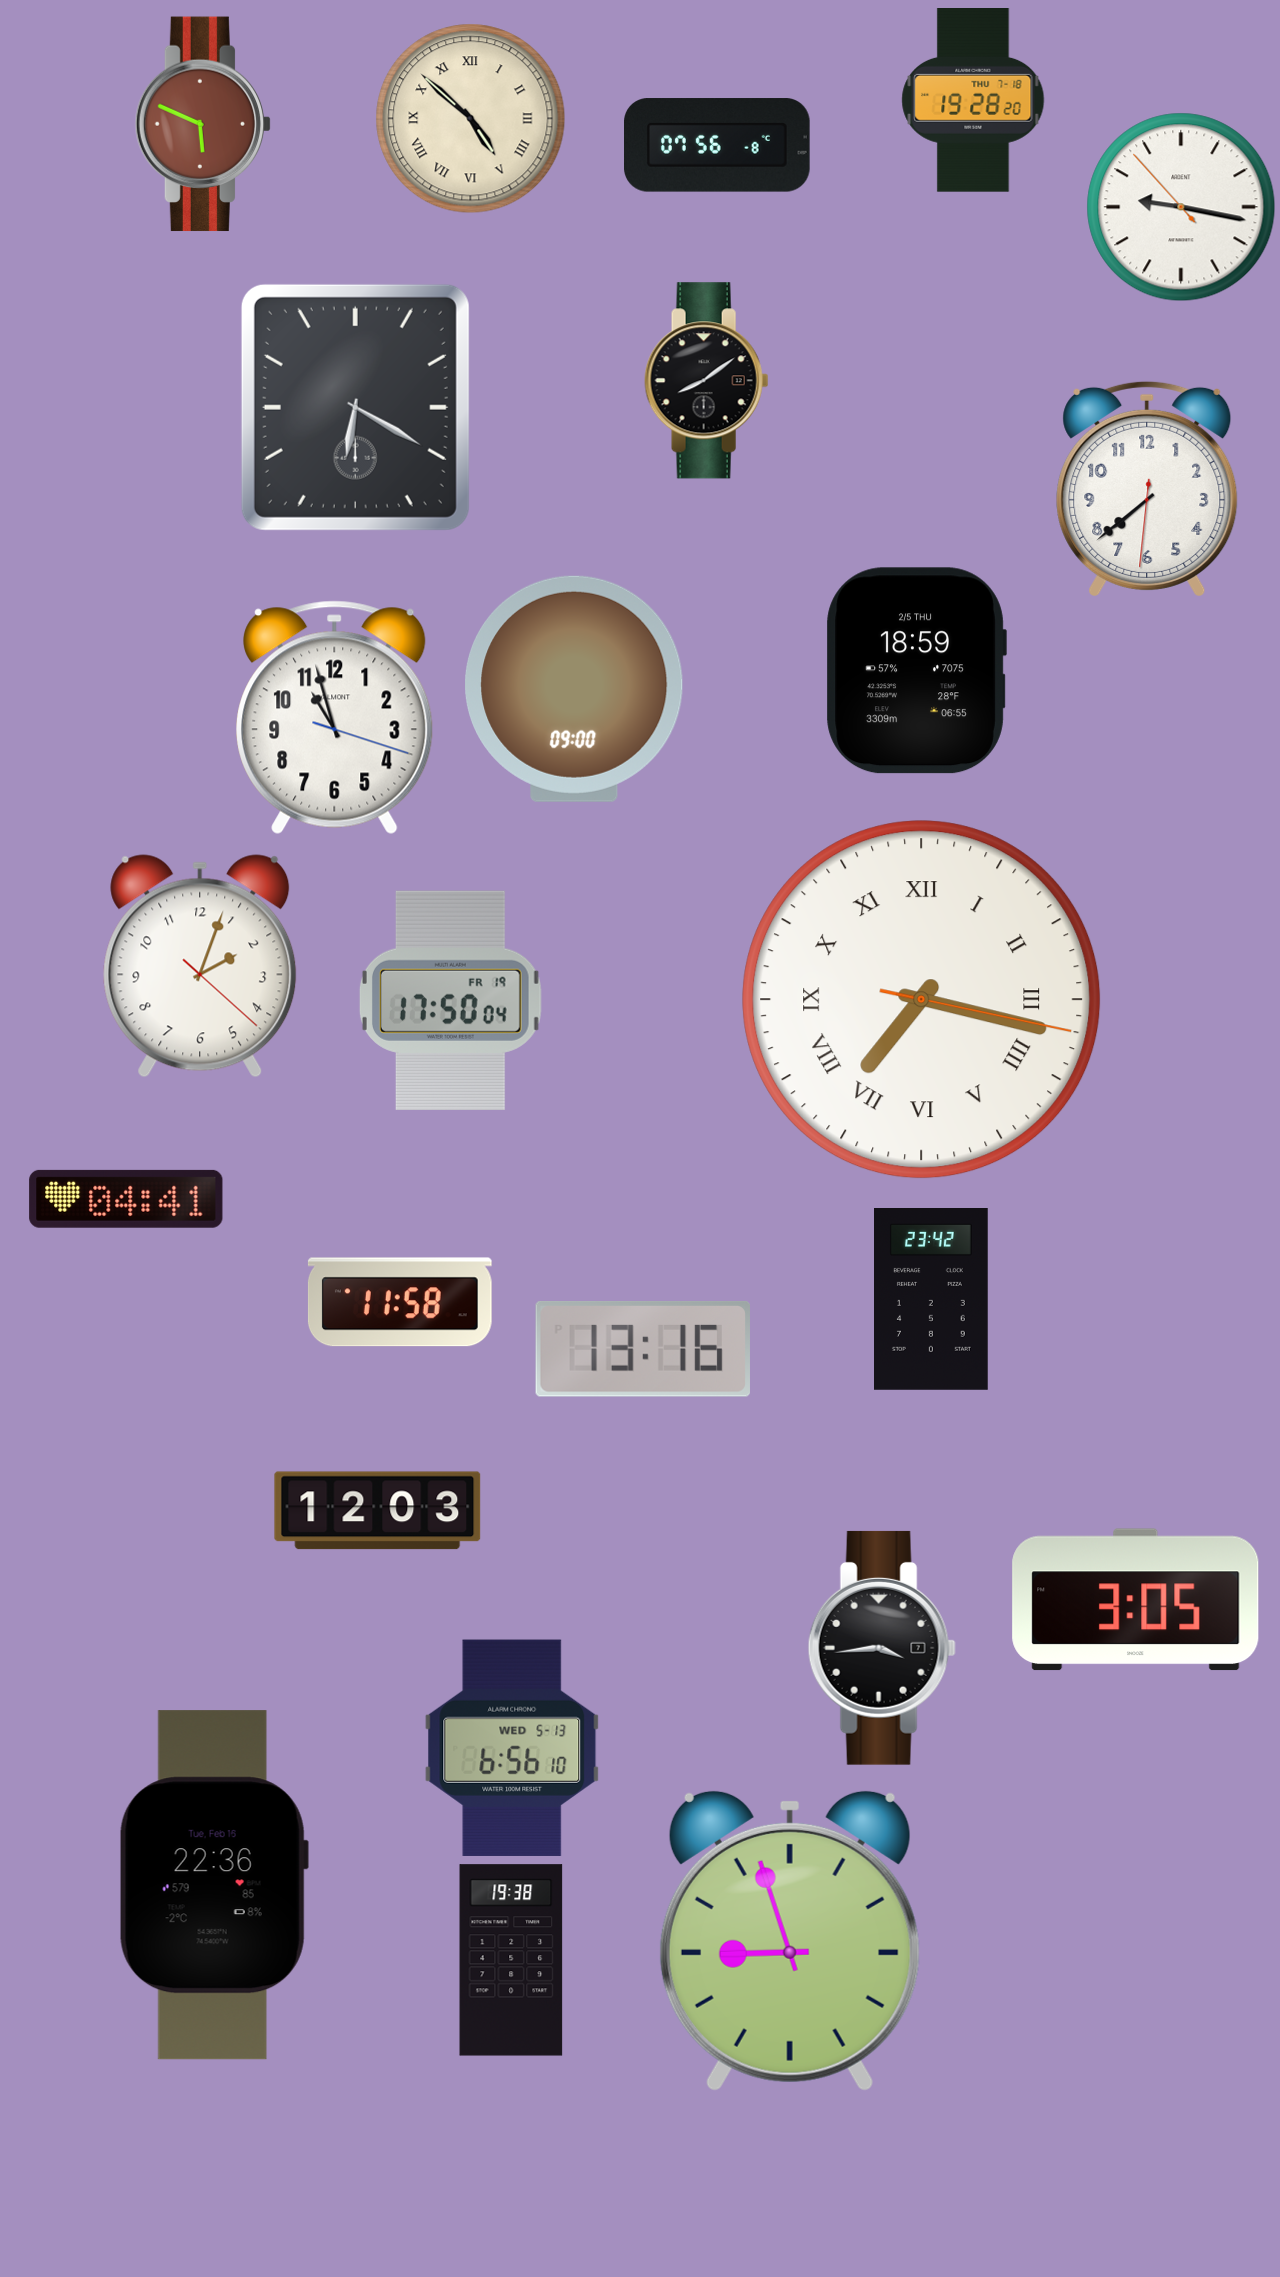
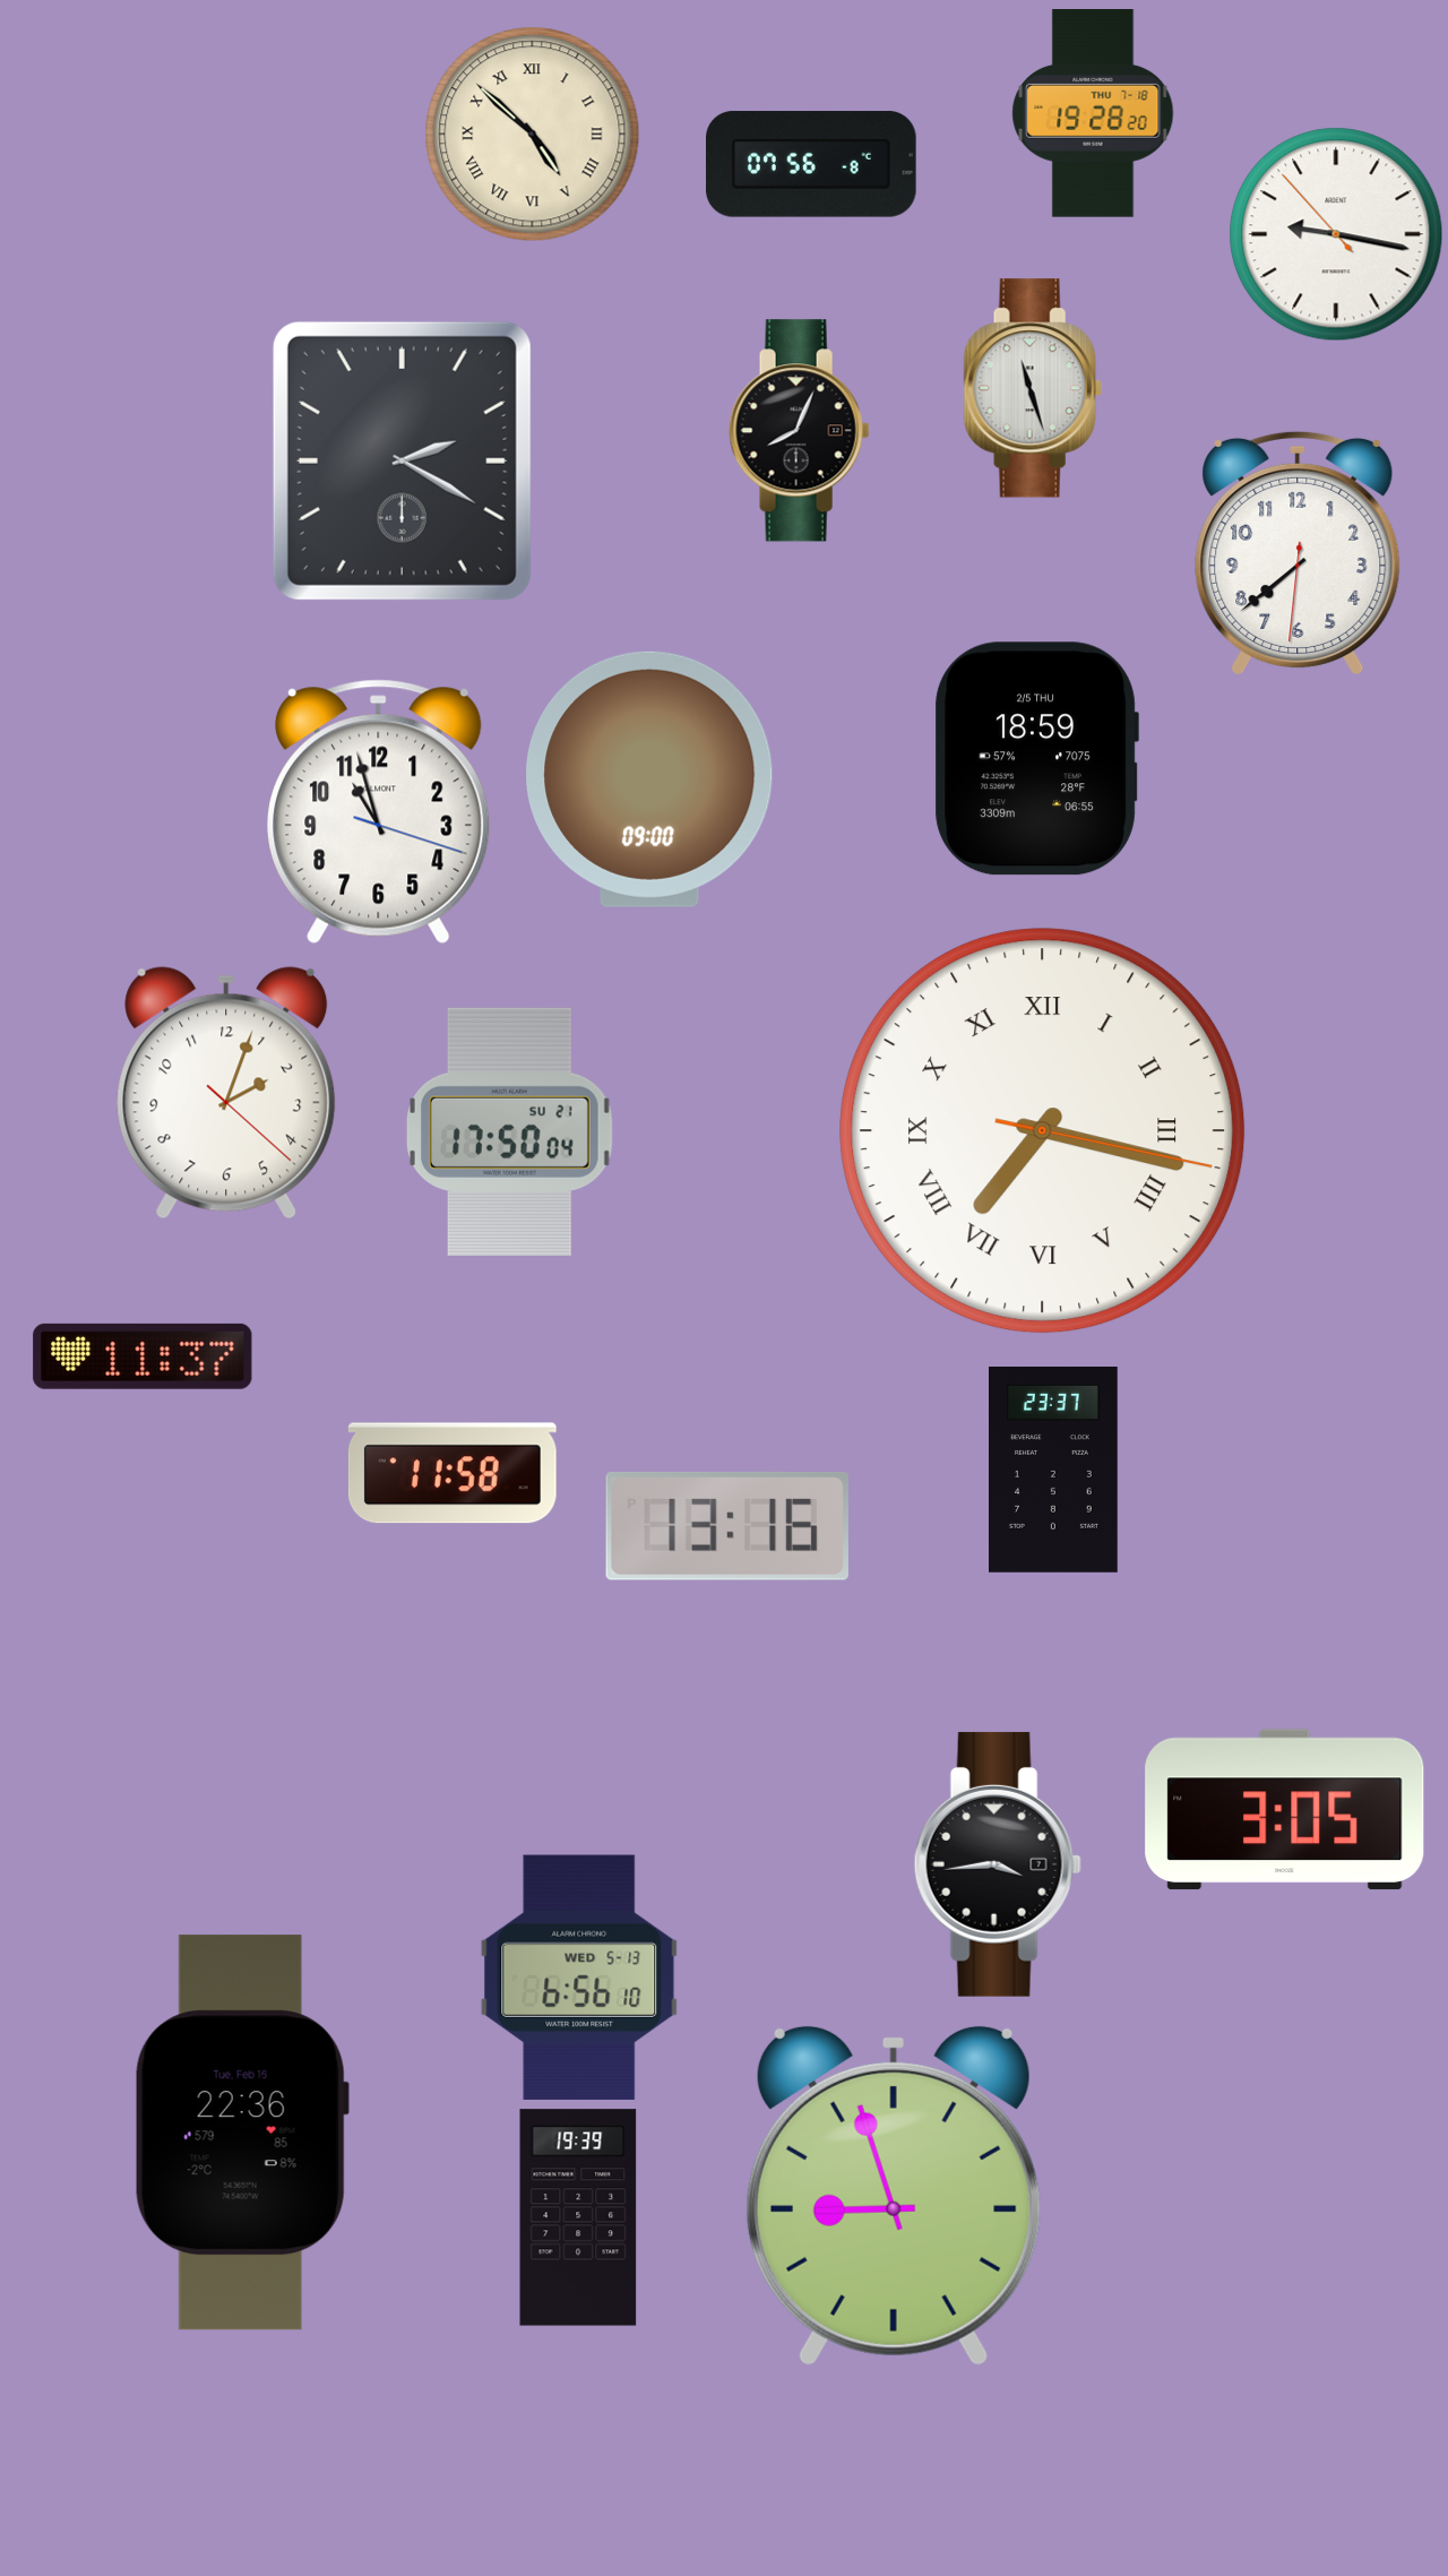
clock at (973, 101) position: (973, 101) -> (1093, 114)
clock at (202, 124): 5:49 -> none
clock at (1033, 388): none -> 11:27
clock at (707, 381): 8:09 -> 8:04
clock at (355, 407): 6:20 -> 2:20
clock at (450, 1000) date: FR 19 -> SU 21
clock at (126, 1199): 04:41 -> 11:37
clock at (932, 1300): 23:42 -> 23:37
clock at (378, 1511): 12:03 -> none
clock at (511, 1960): 19:38 -> 19:39
